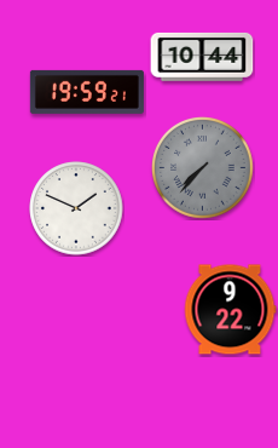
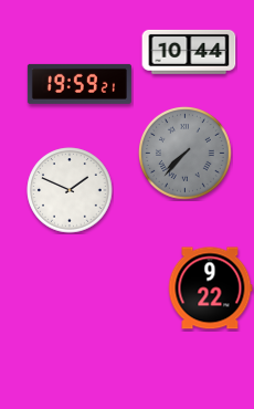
clock at (202, 57) position: (202, 57) -> (189, 52)
clock at (230, 310) position: (230, 310) -> (210, 289)
